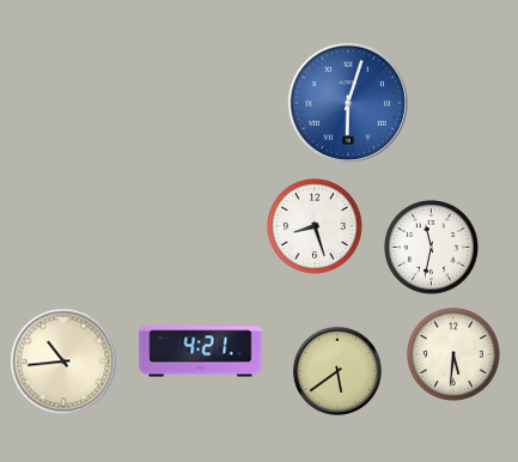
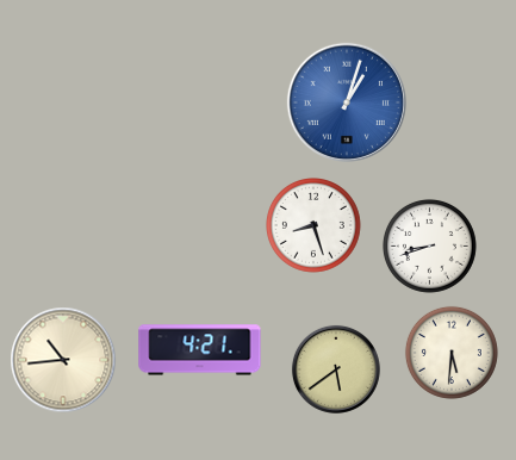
clock at (347, 102): 6:03 -> 1:03
clock at (431, 247): 11:32 -> 8:42
